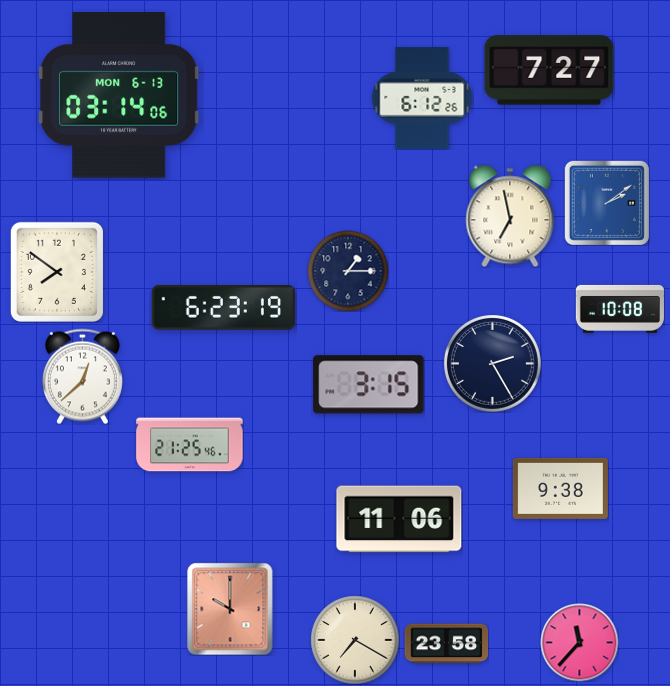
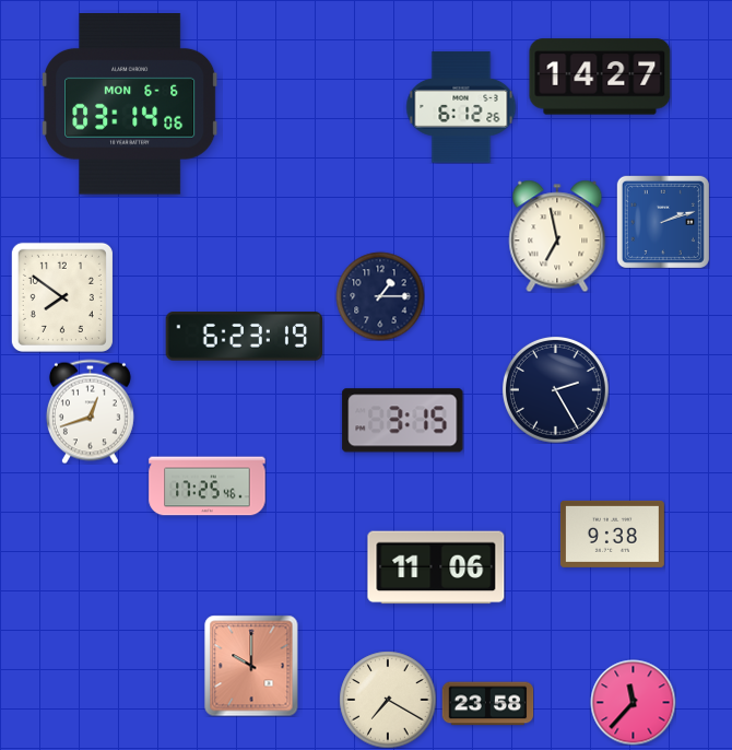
clock at (549, 70): 7:27 -> 14:27
clock at (119, 96) date: MON 6-13 -> MON 6-6
clock at (607, 203): 2:09 -> 2:12
clock at (620, 309): 10:08 -> none
clock at (492, 363) position: (492, 363) -> (555, 389)
clock at (82, 376): 12:38 -> 12:42
clock at (190, 445): 21:25 -> 17:25
